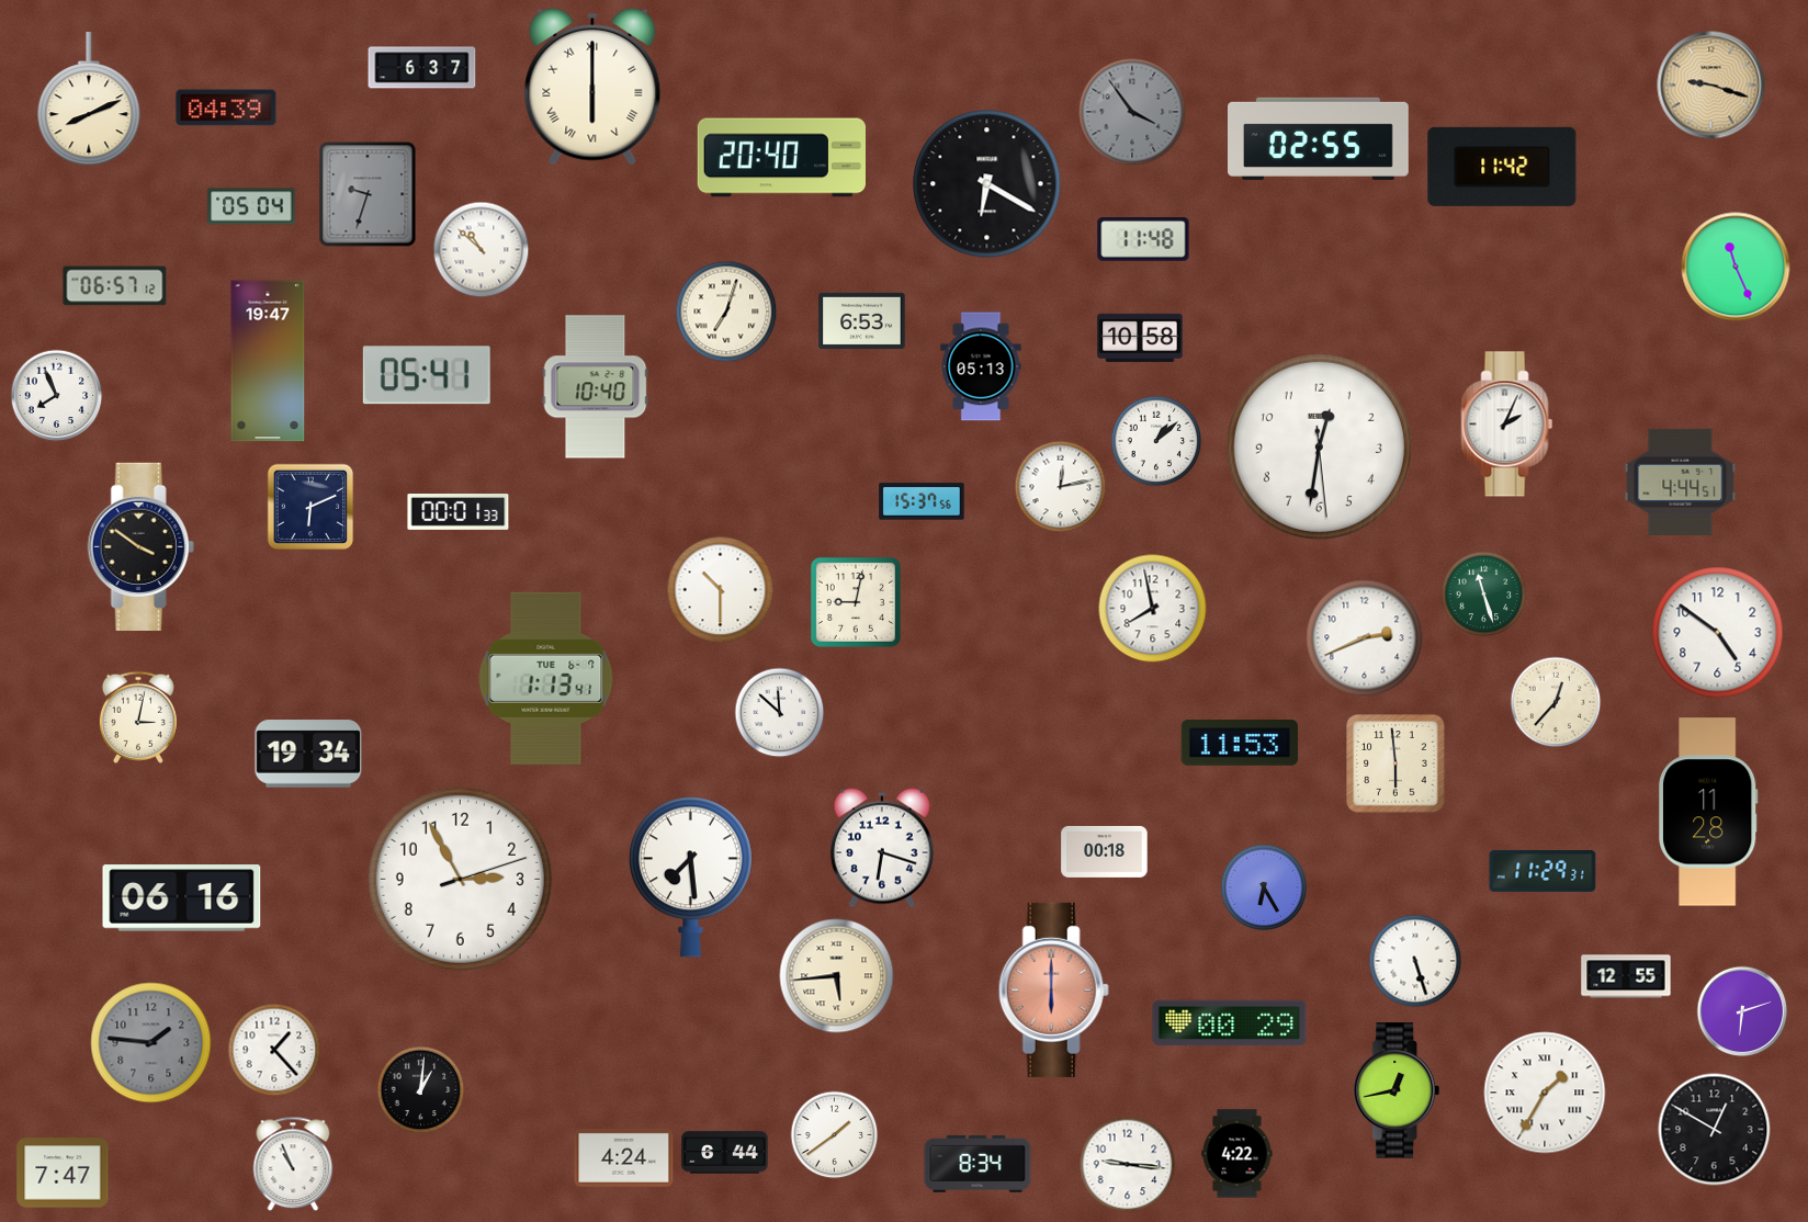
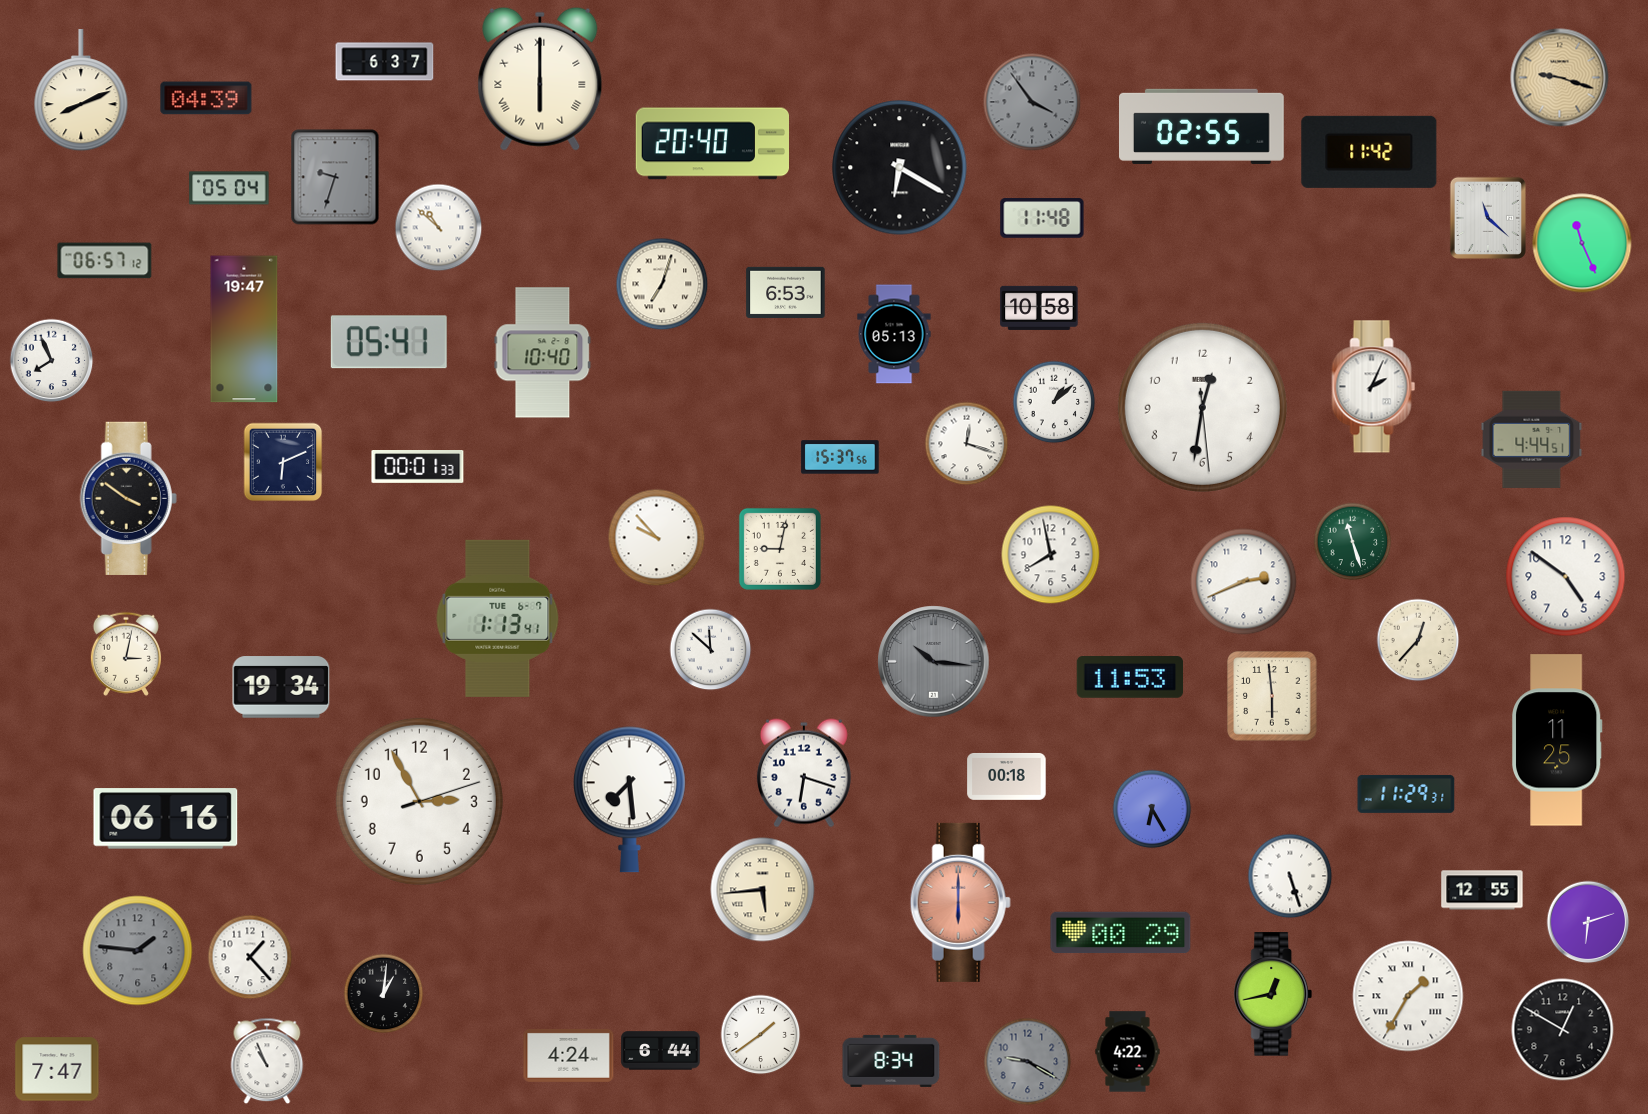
clock at (1488, 218): none -> 11:22
clock at (1060, 486): 12:13 -> 12:18
clock at (720, 589): 10:30 -> 9:53
clock at (934, 662): none -> 10:16
clock at (1709, 812): 11:28 -> 11:25
clock at (1127, 1164): 9:16 -> 9:20
clock at (1127, 1164) dial: white -> grey
